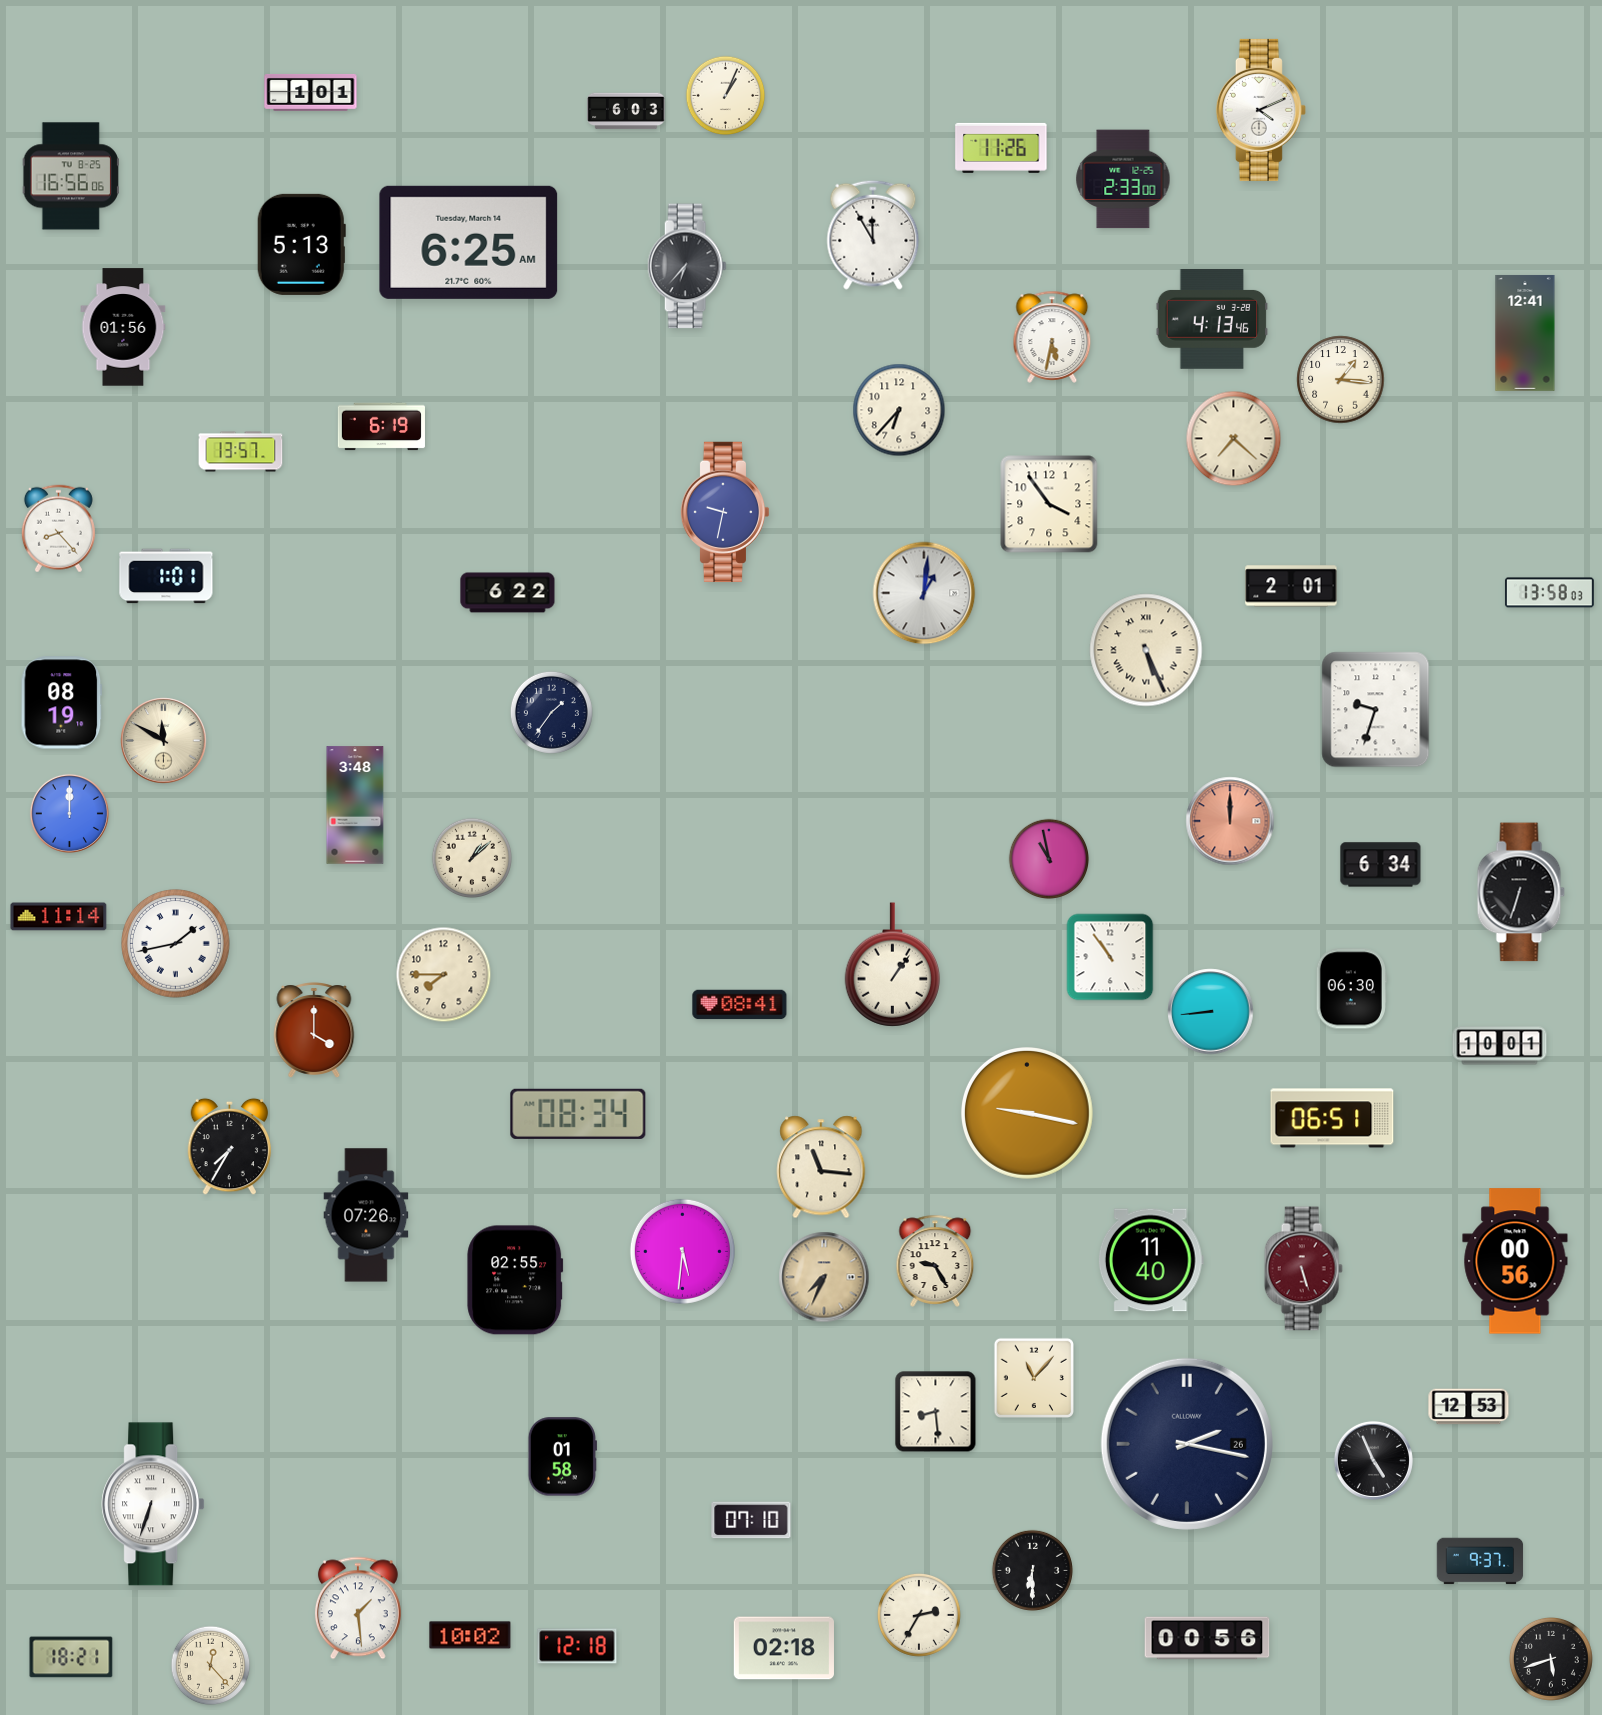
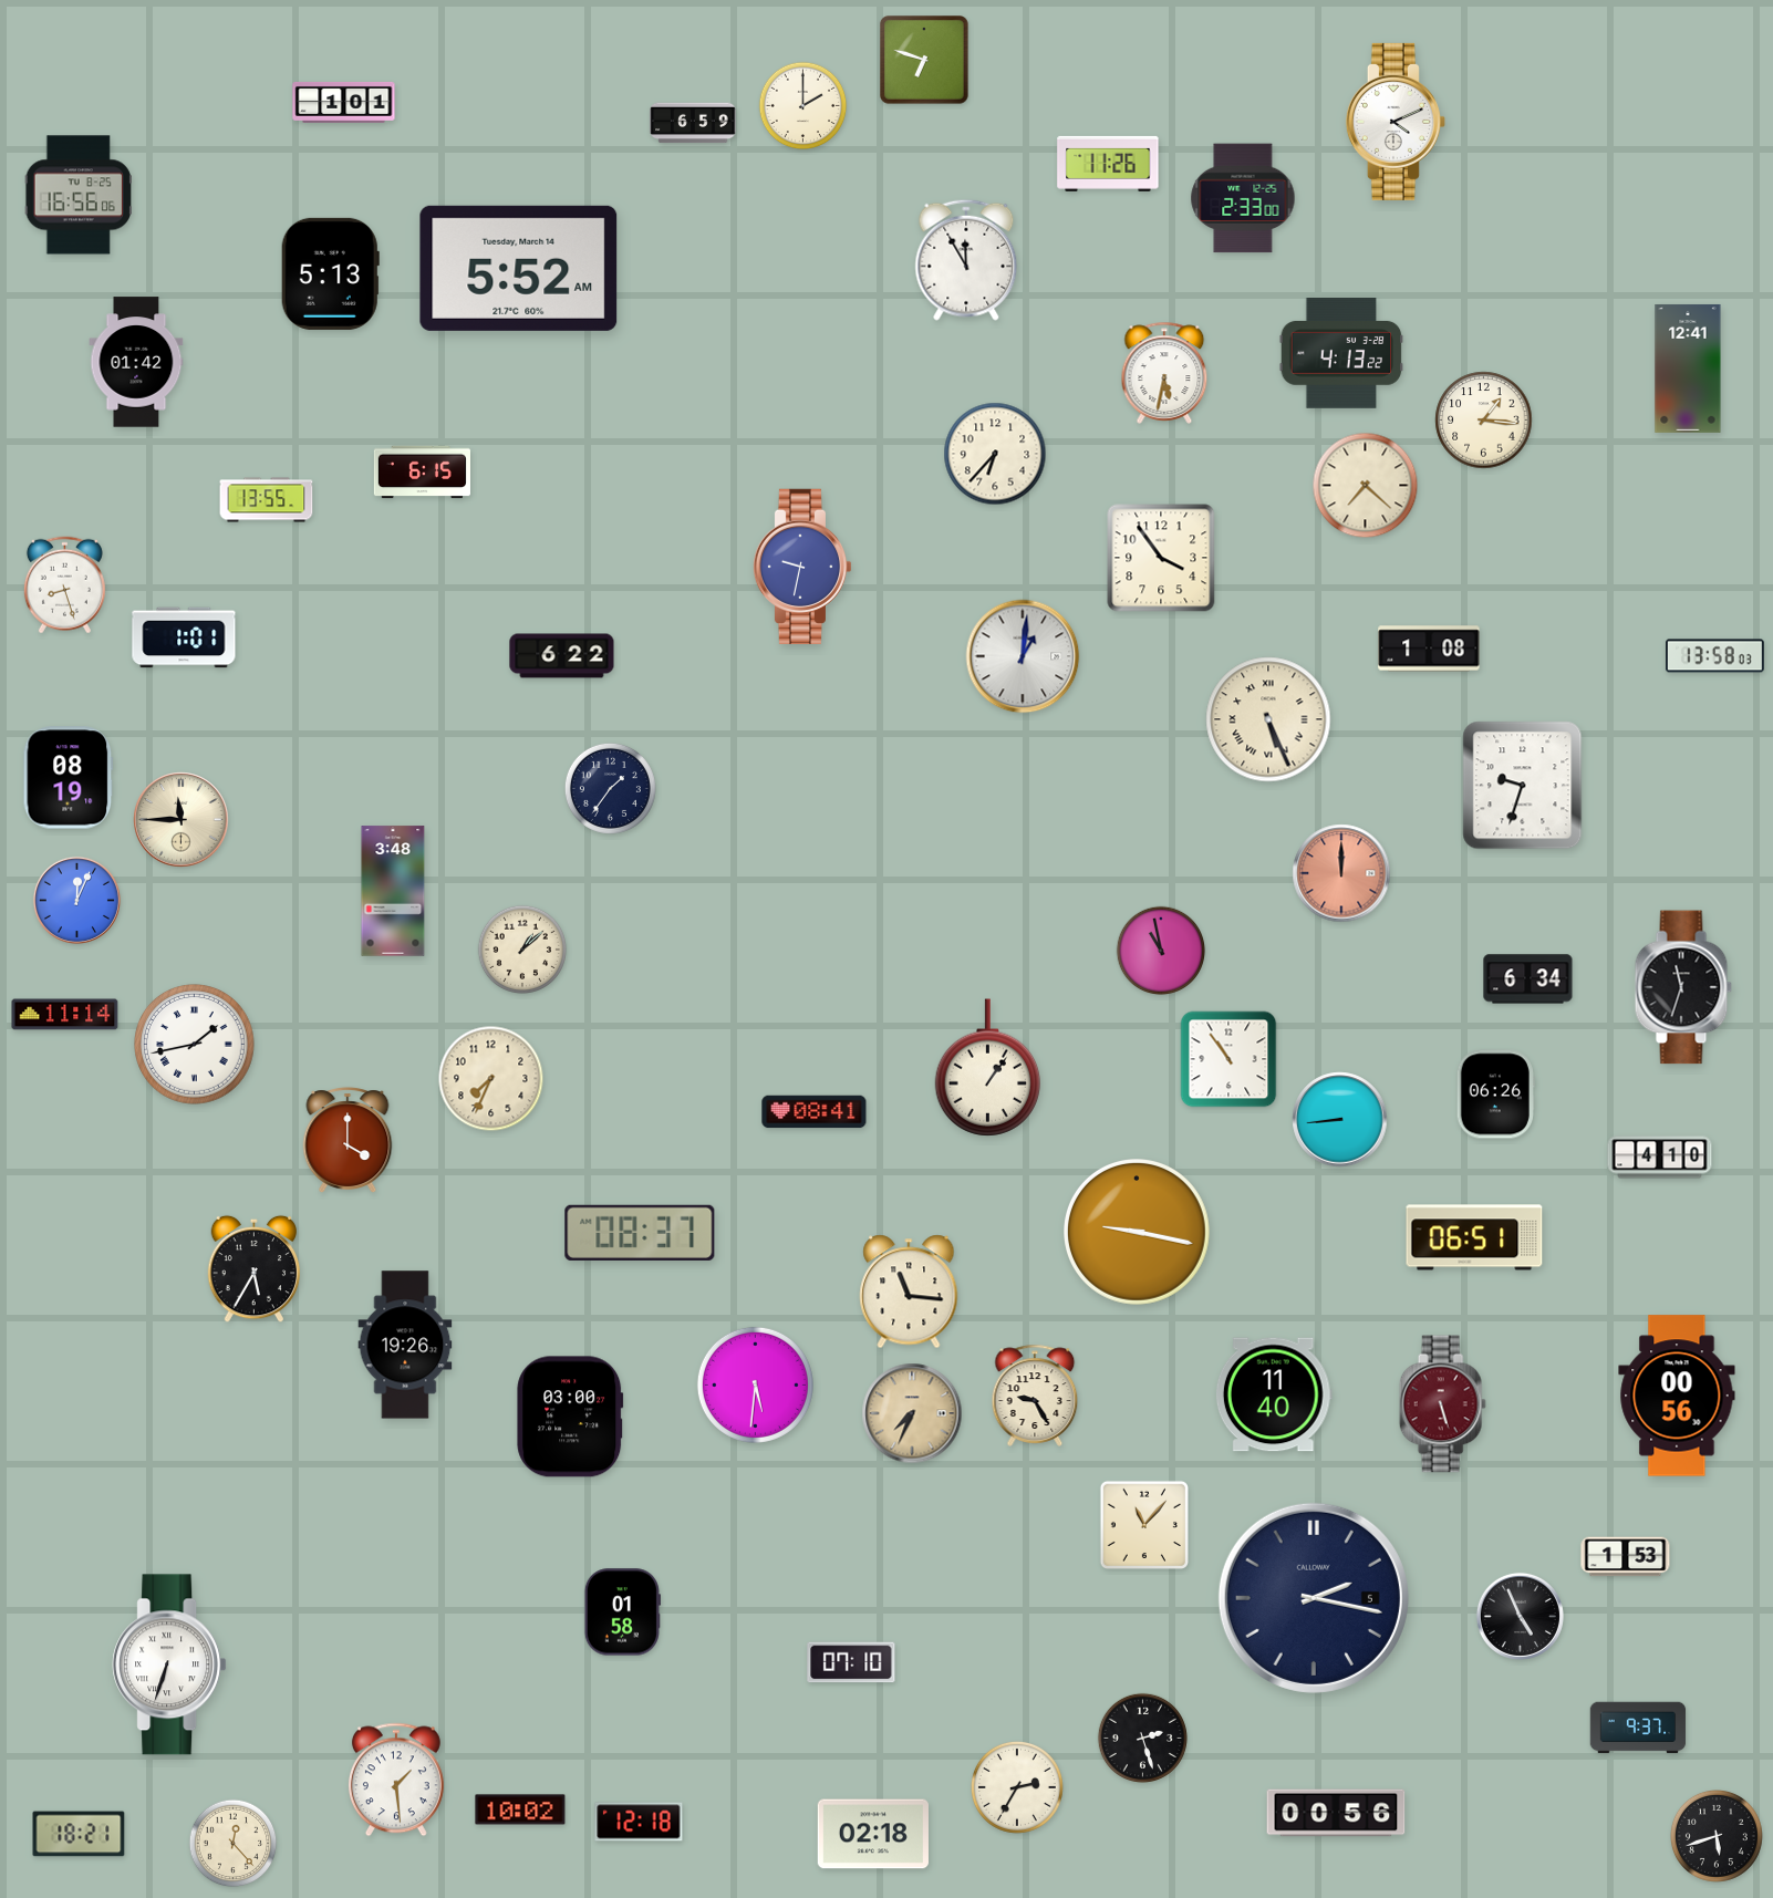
clock at (925, 61): none -> 6:48
clock at (726, 96): 1:04 -> 2:00
clock at (626, 111): 6:03 -> 6:59
clock at (469, 242): 6:25 -> 5:52
clock at (301, 244) position: (301, 244) -> (330, 273)
clock at (687, 266): 6:37 -> none
clock at (1212, 320): 4:13:46 -> 4:13:22
clock at (123, 327): 01:56 -> 01:42
clock at (381, 427): 6:19 -> 6:15
clock at (241, 452): 13:57 -> 13:55
clock at (58, 529): 8:23 -> 8:27
clock at (1291, 586): 2:01 -> 1:08
clock at (164, 741): 11:50 -> 11:45
clock at (69, 813): 12:00 -> 12:04
clock at (1230, 821) position: (1230, 821) -> (1341, 873)
clock at (1381, 865) position: (1381, 865) -> (1528, 979)
clock at (1521, 892): 6:33 -> 11:33
clock at (444, 975): 7:45 -> 7:34
clock at (1351, 989): 06:30 -> 06:26
clock at (740, 1005) position: (740, 1005) -> (815, 1112)
clock at (1500, 1046): 10:01 -> 4:10
clock at (578, 1114): 08:34 -> 08:37
clock at (230, 1147): 7:35 -> 5:35
clock at (366, 1215): 07:26 -> 19:26
clock at (515, 1280): 02:55 -> 03:00
clock at (1469, 1407): 12:53 -> 1:53
clock at (936, 1412): 8:29 -> none
clock at (1187, 1444) date: 26 -> 5
clock at (751, 1520) position: (751, 1520) -> (851, 1662)
clock at (1032, 1570): 6:30 -> 2:27
clock at (784, 1648) position: (784, 1648) -> (873, 1834)
